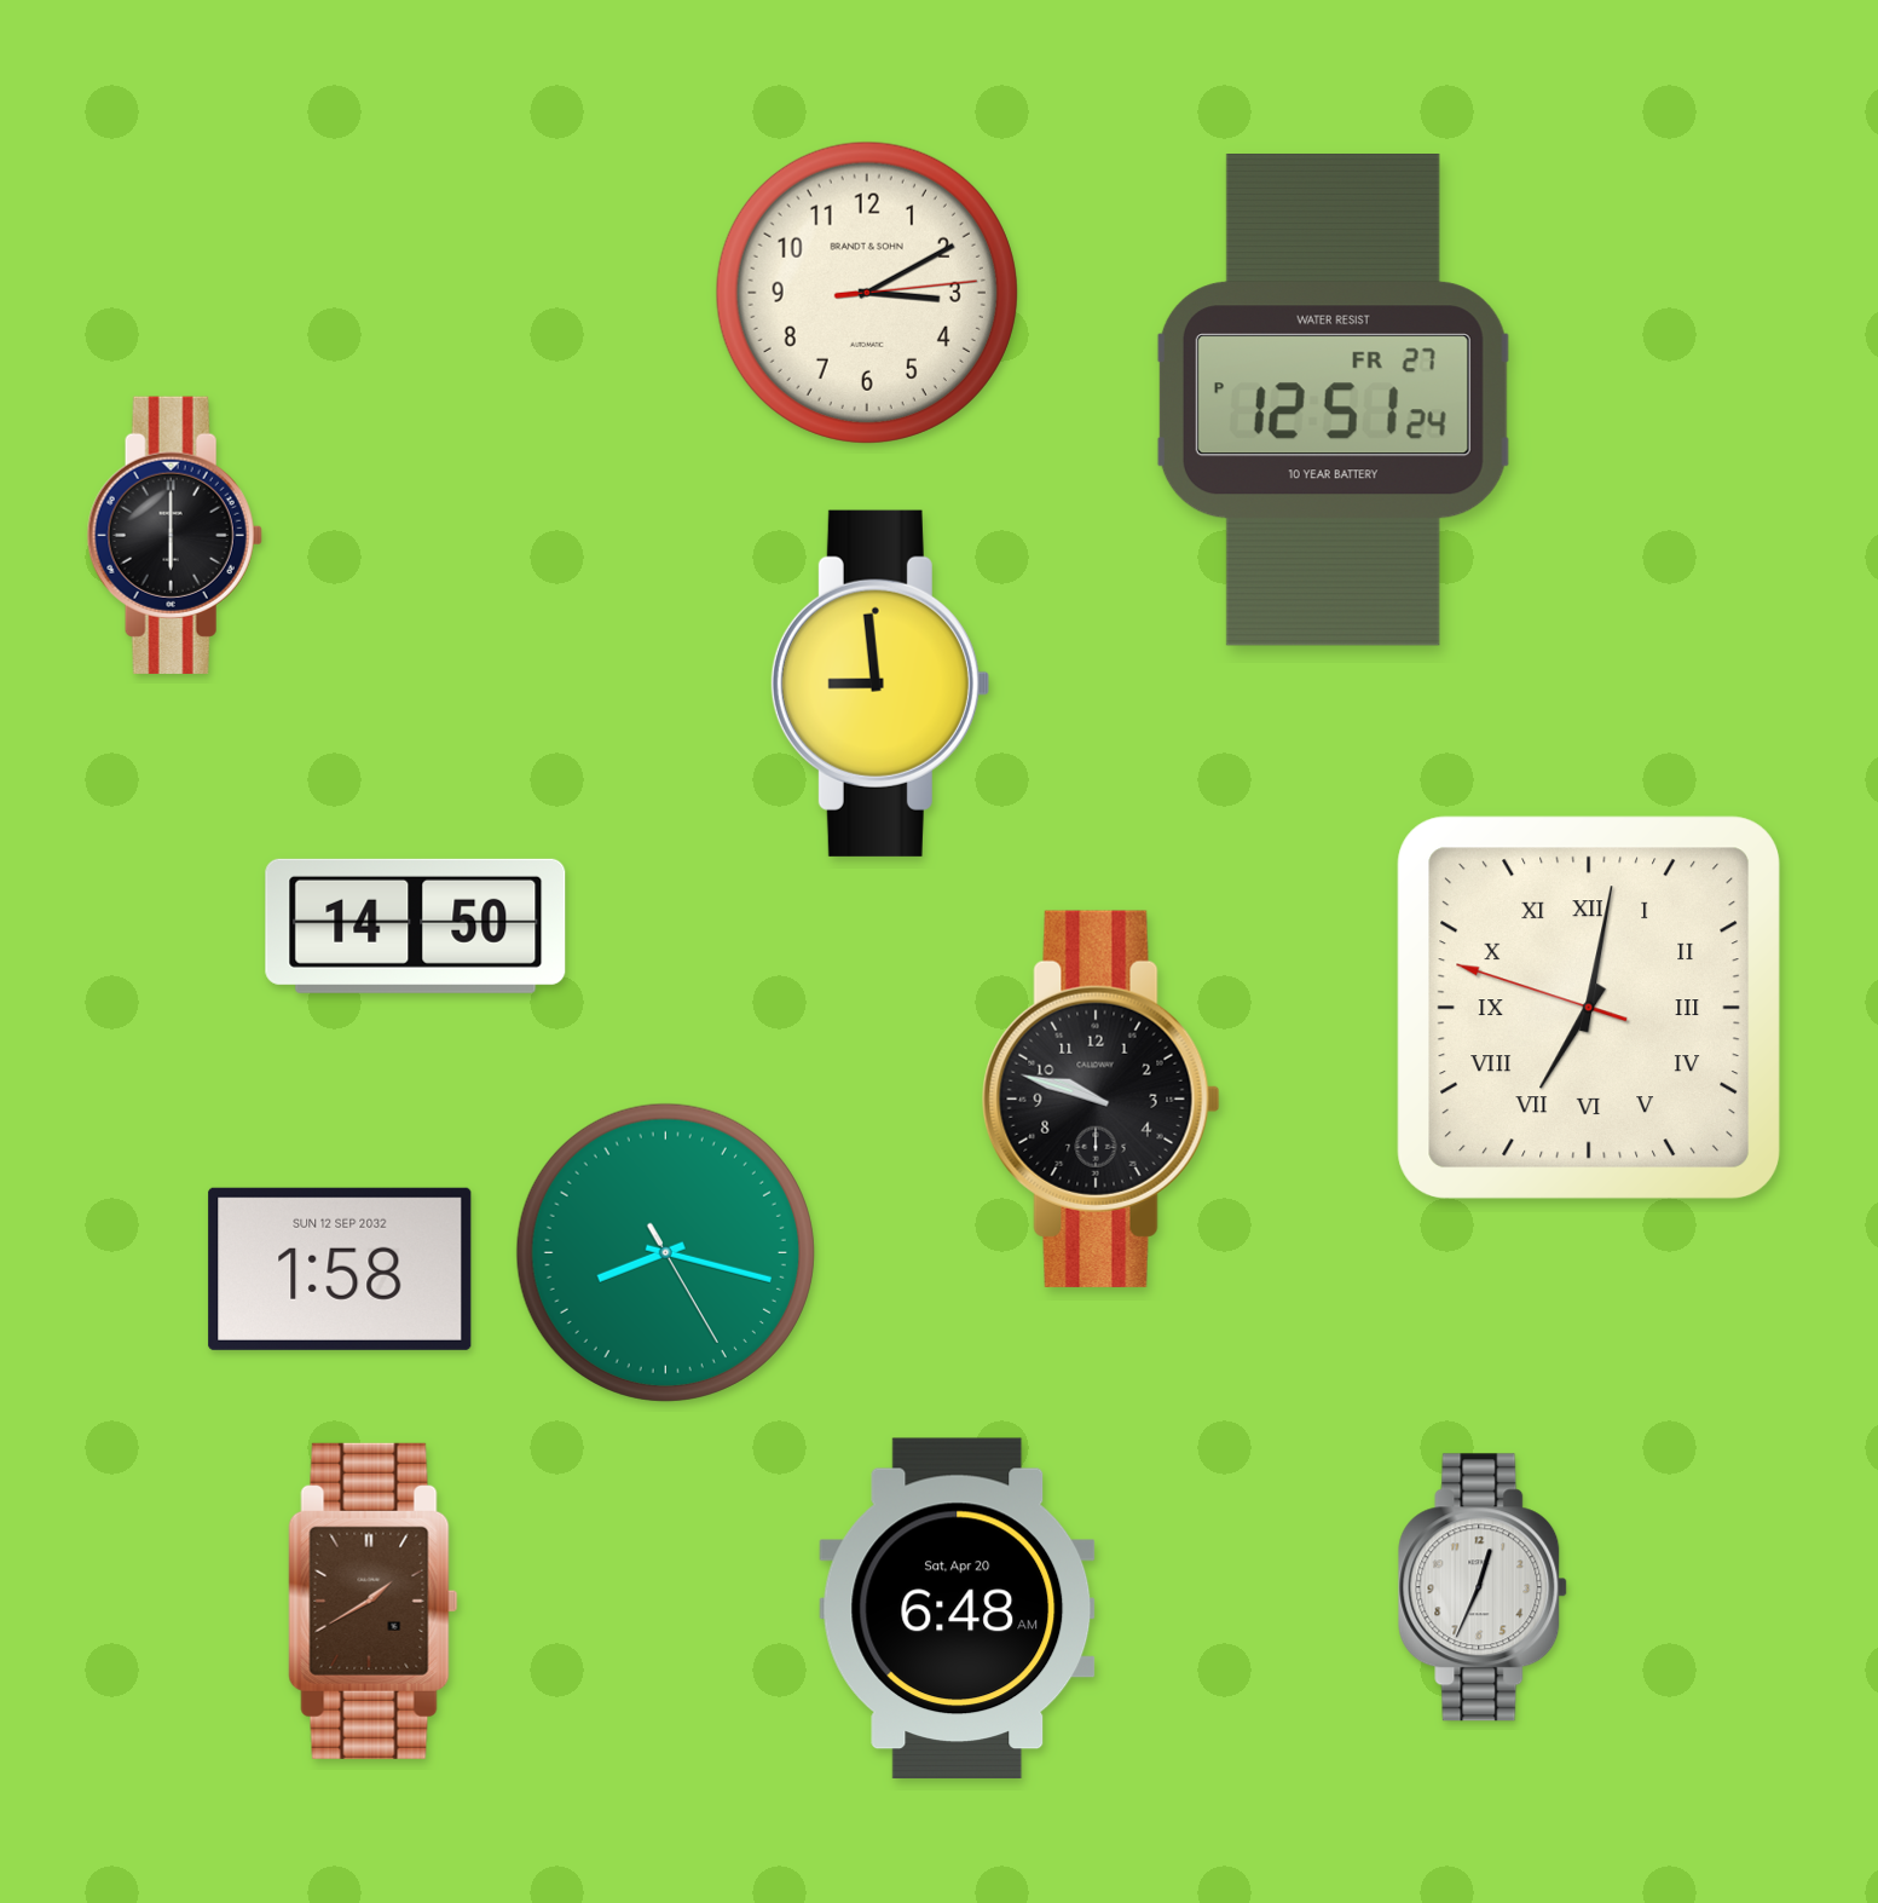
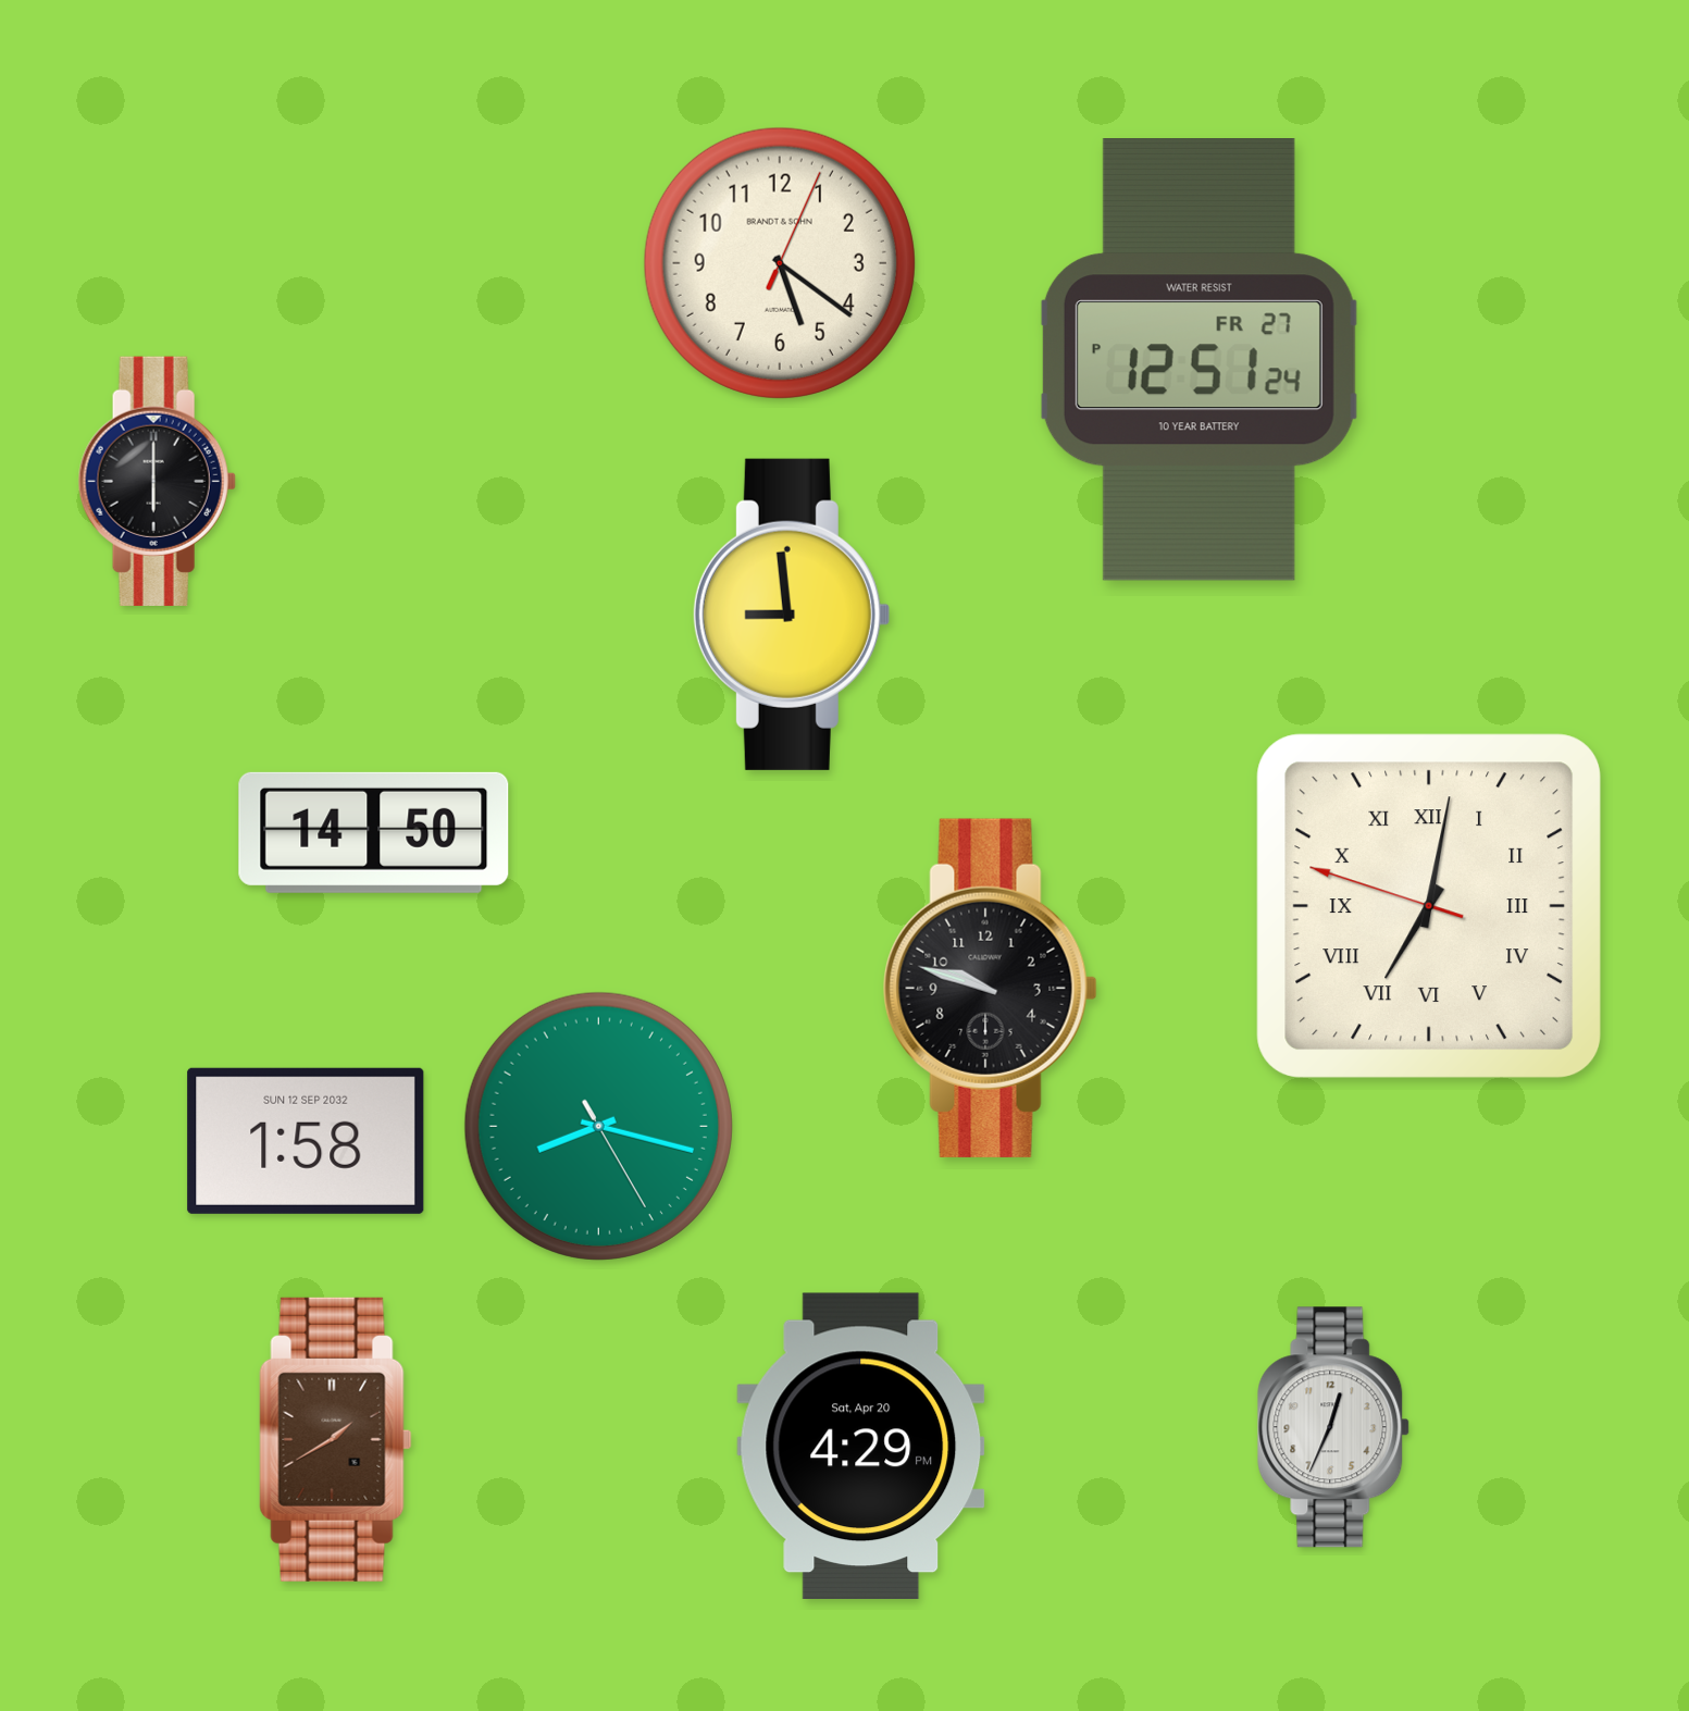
clock at (867, 293): 3:10 -> 5:21
clock at (958, 1608): 6:48 -> 4:29
